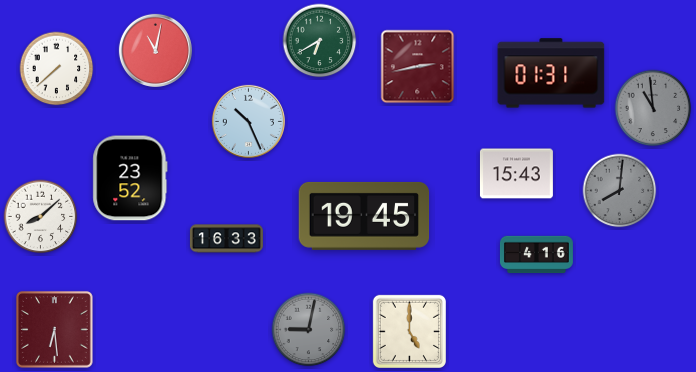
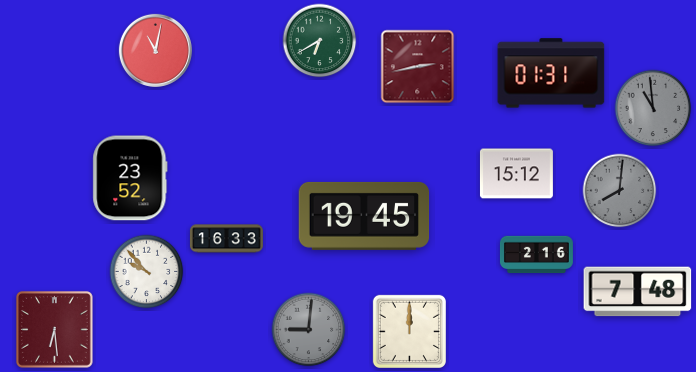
clock at (57, 69): 7:38 -> none
clock at (248, 121): 10:26 -> none
clock at (516, 174): 15:43 -> 15:12
clock at (41, 217): 8:08 -> none
clock at (536, 255): 4:16 -> 2:16
clock at (147, 272): none -> 9:53
clock at (638, 292): none -> 7:48
clock at (309, 330): 9:02 -> 9:01
clock at (409, 331): 5:00 -> 12:00
